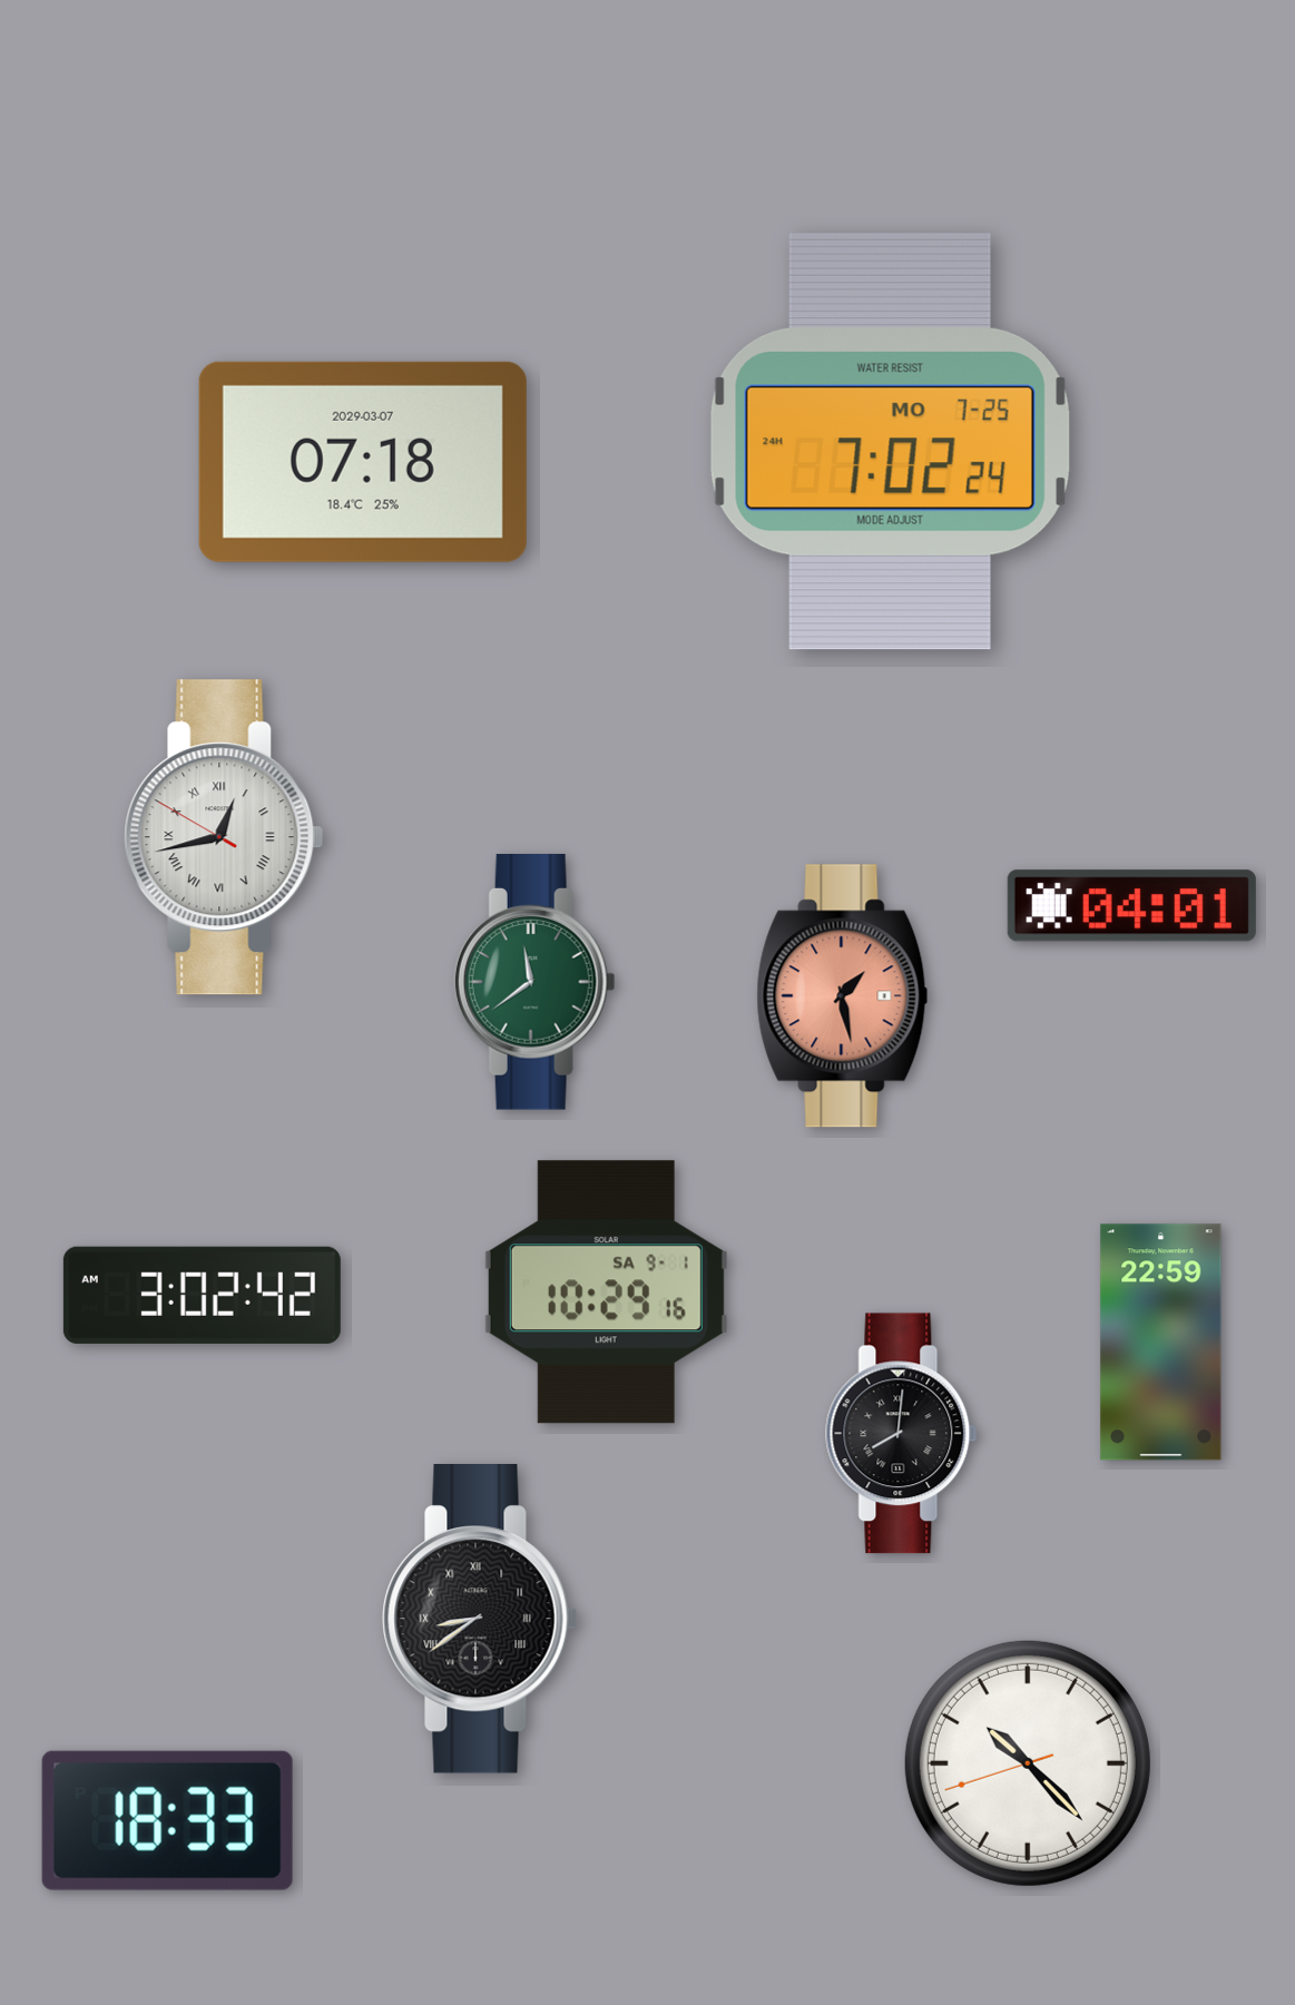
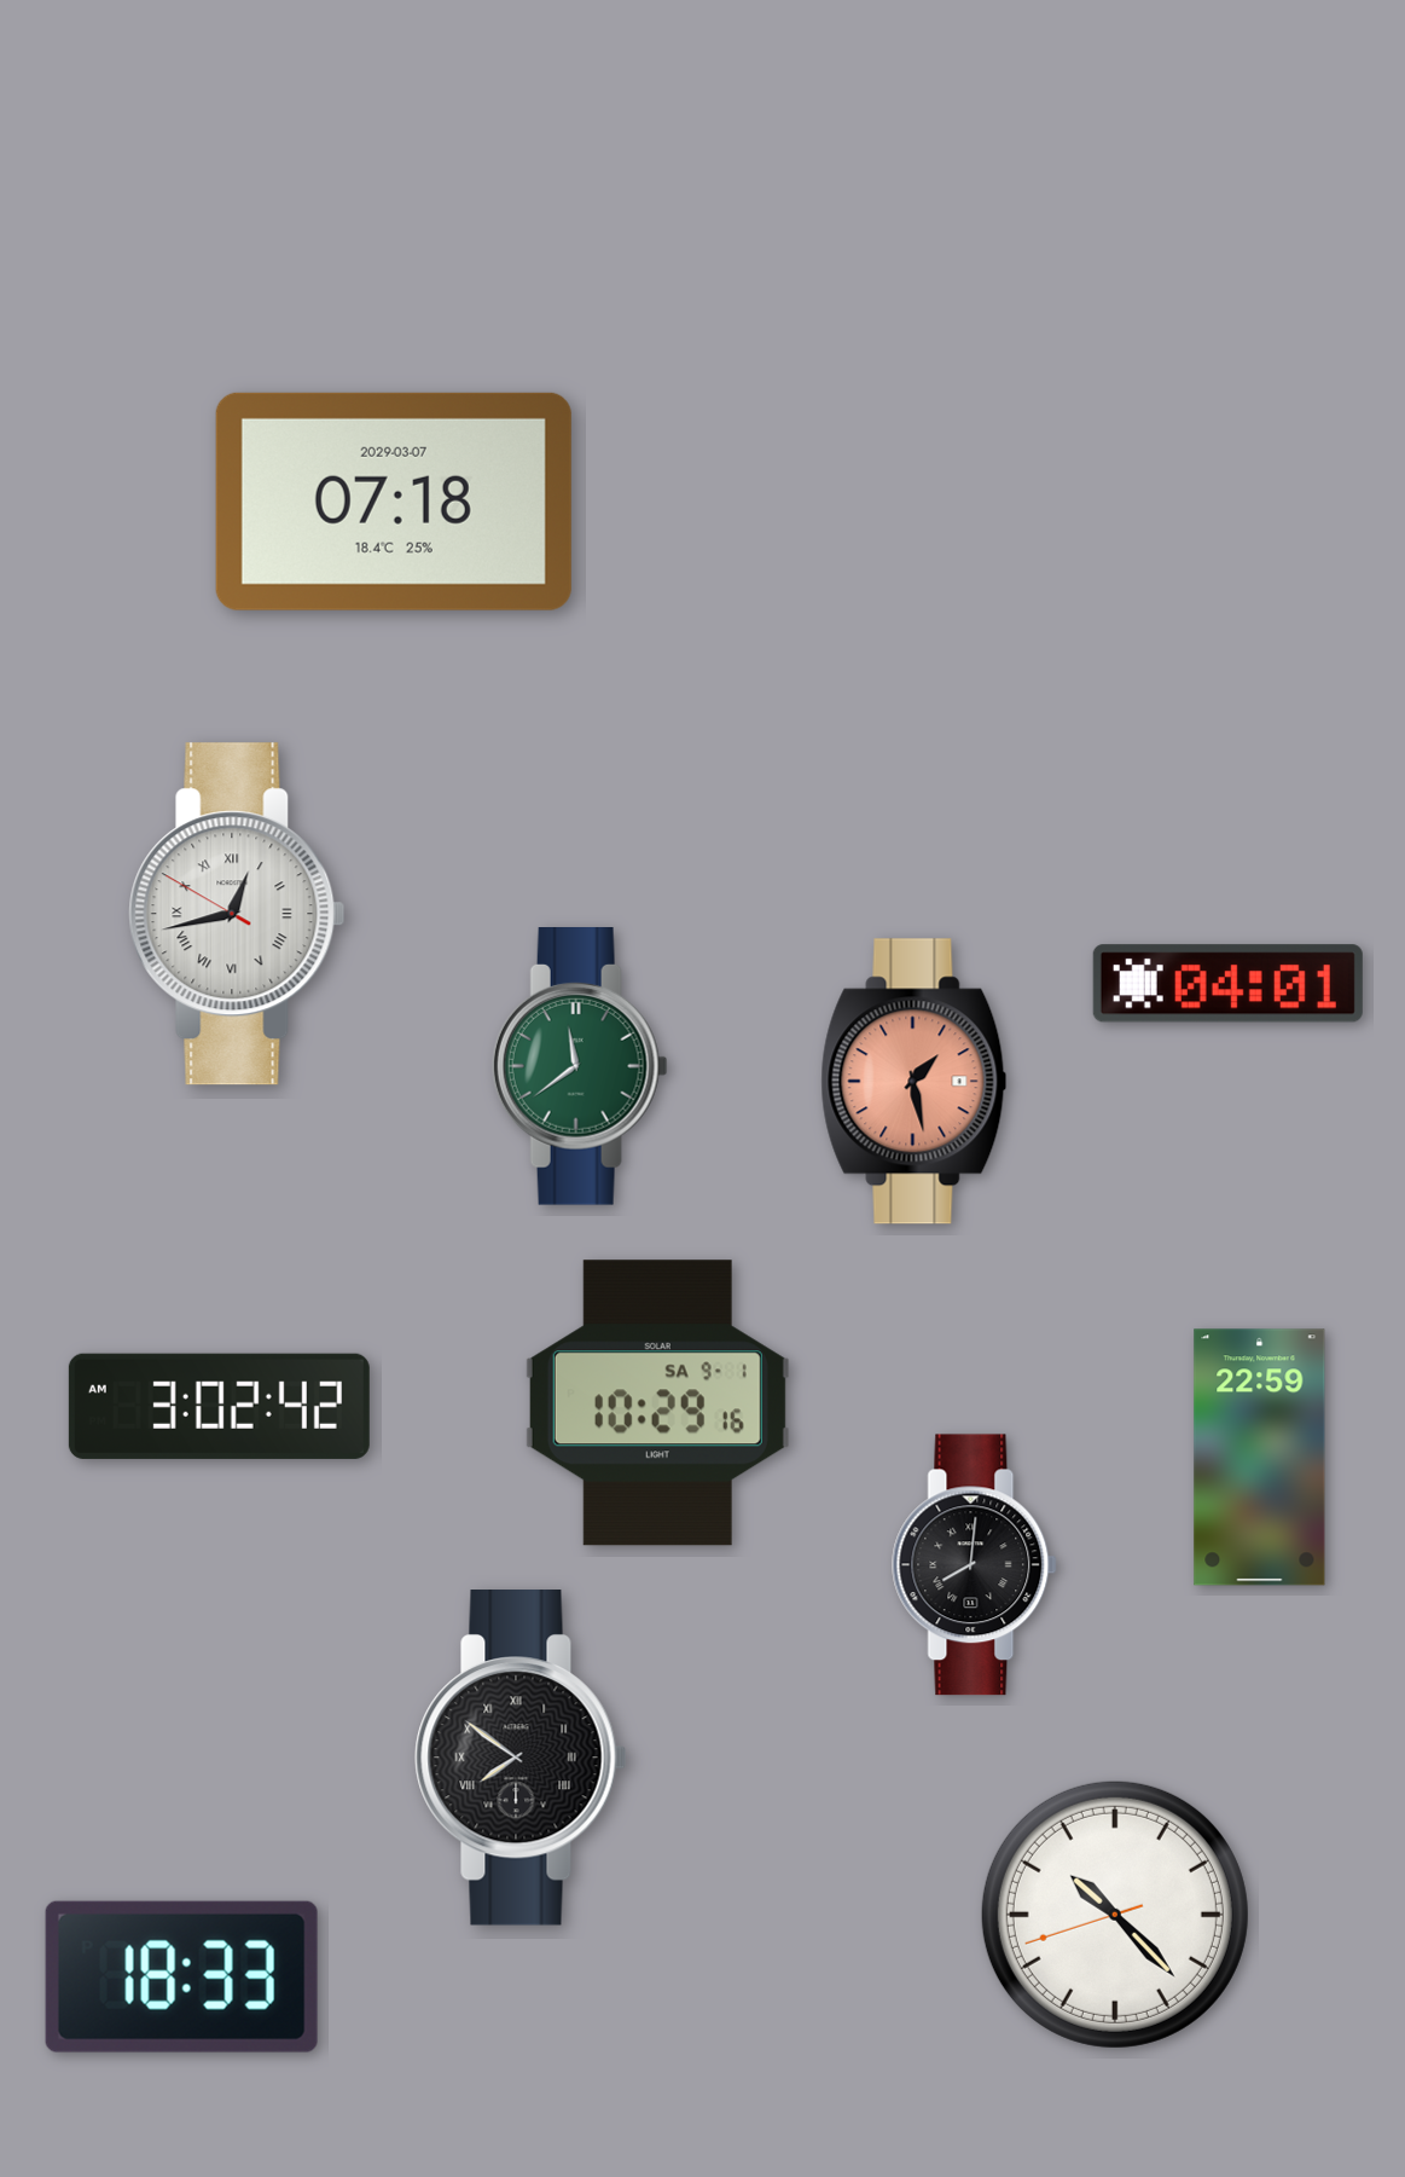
clock at (890, 441): 7:02 -> none
clock at (224, 837) position: (224, 837) -> (237, 914)
clock at (902, 1434) position: (902, 1434) -> (975, 1565)
clock at (480, 1619): 8:39 -> 7:51
